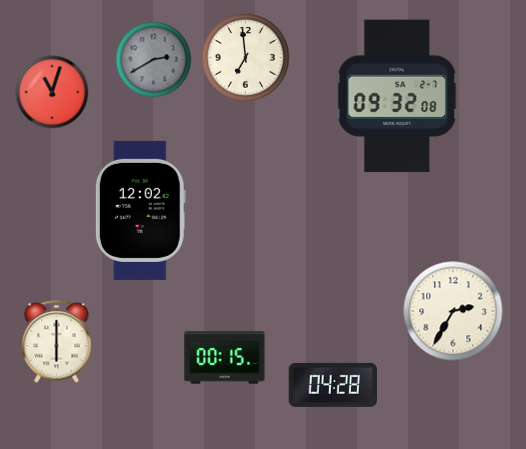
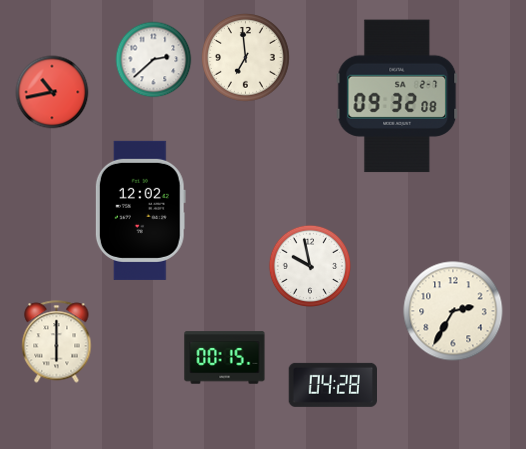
clock at (154, 60): 2:40 -> 2:38
clock at (154, 60) dial: grey -> white
clock at (52, 92): 11:03 -> 10:43
clock at (309, 265): none -> 9:58
